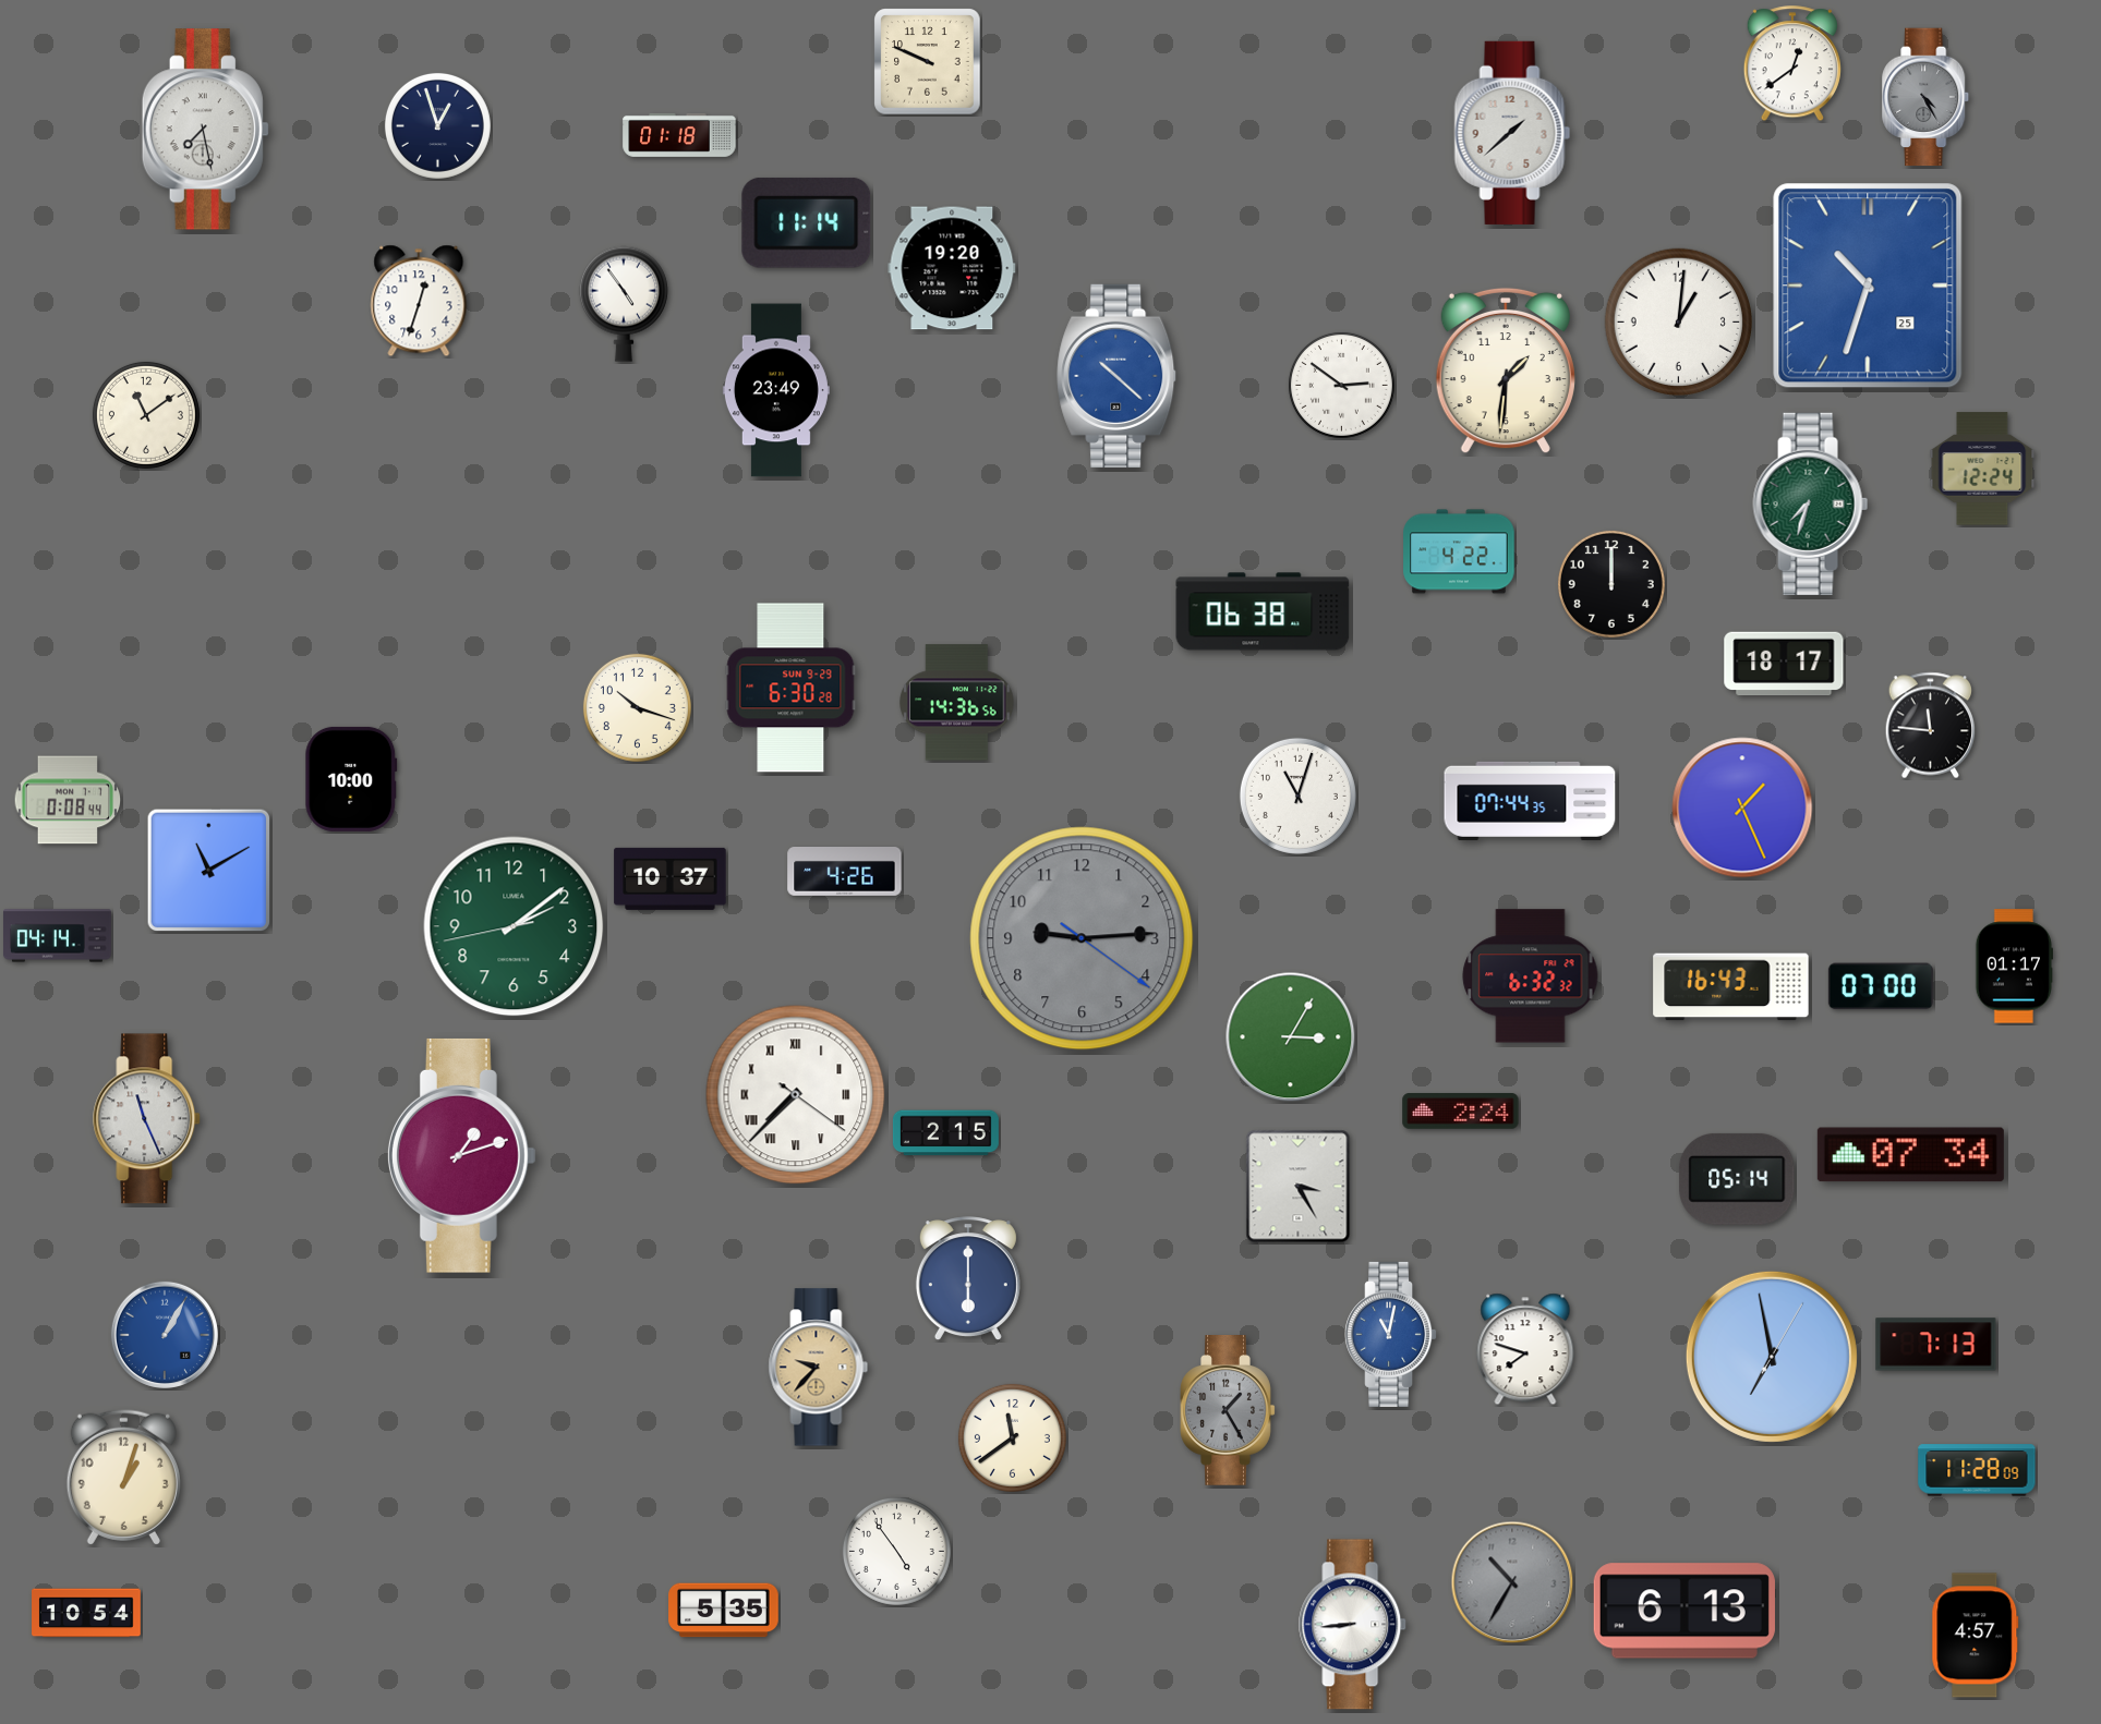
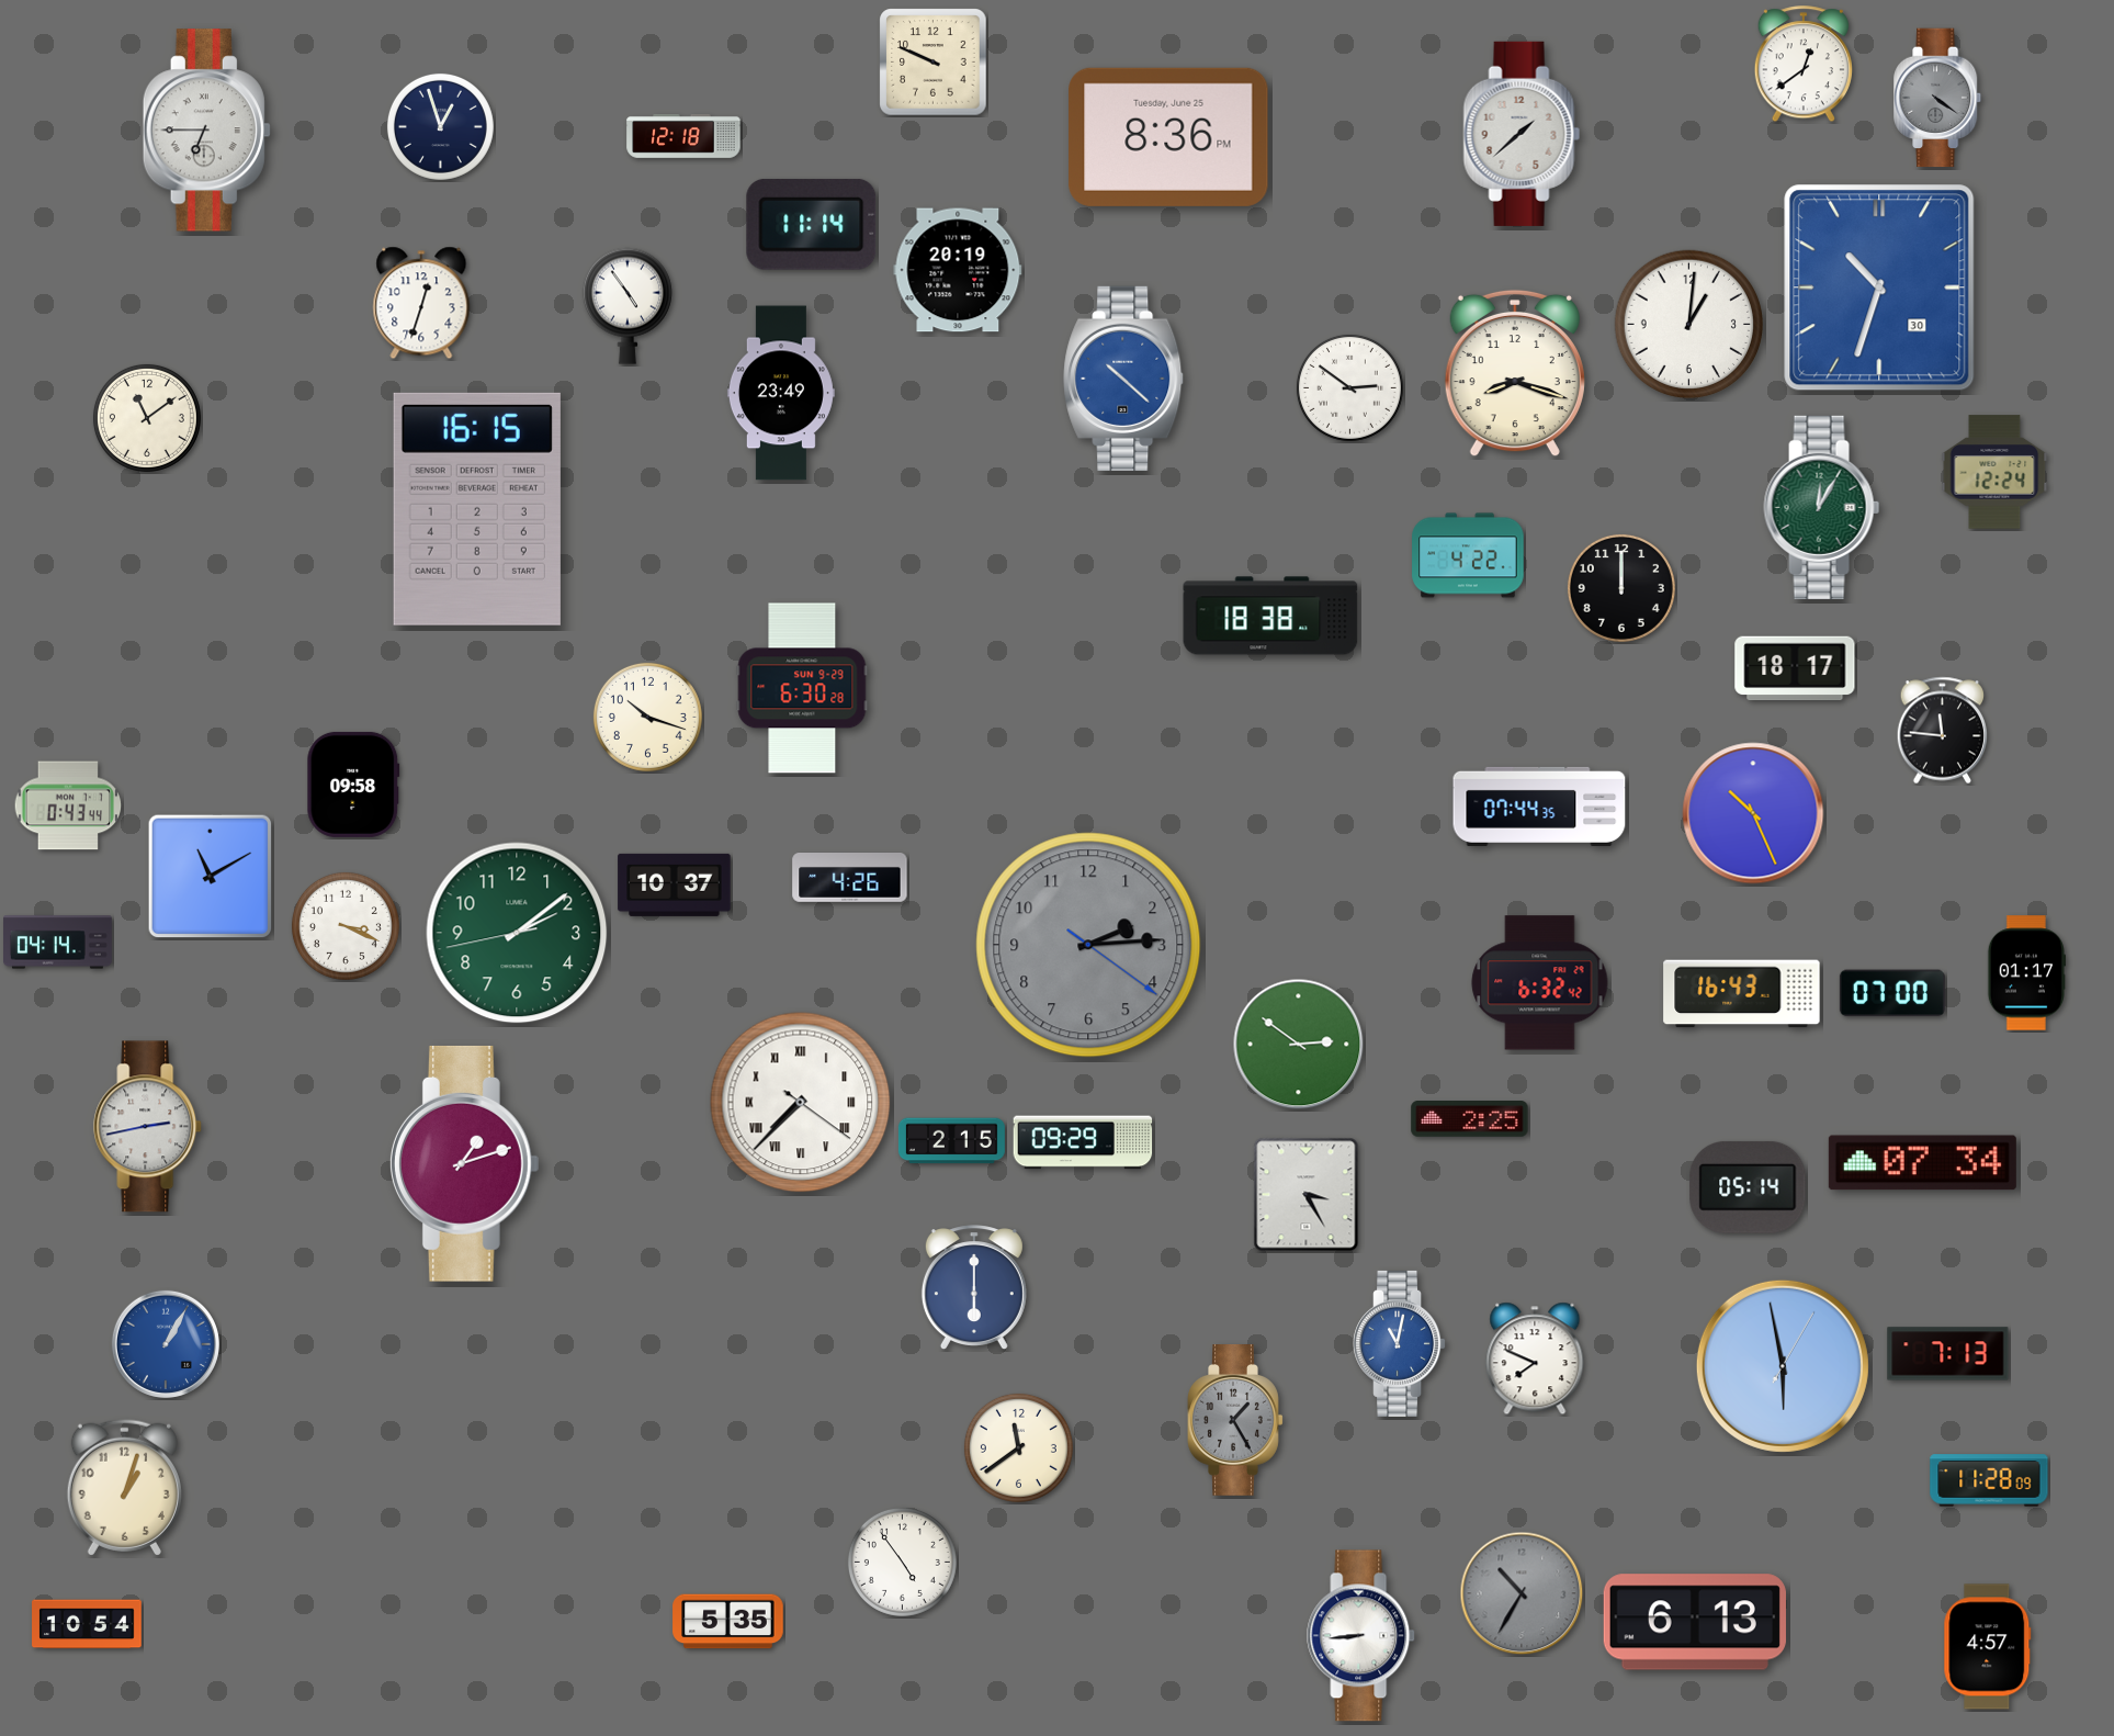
clock at (1927, 97): 4:25 -> 4:21
clock at (205, 130): 7:28 -> 6:45
clock at (679, 135): 01:18 -> 12:18
clock at (1168, 137): none -> 8:36
clock at (952, 268): 19:20 -> 20:19
clock at (1868, 286) date: 25 -> 30
clock at (1506, 371): 1:31 -> 8:18
clock at (1811, 503): 7:33 -> 12:05
clock at (477, 509): none -> 16:15
clock at (1263, 611): 06:38 -> 18:38
clock at (790, 688) position: (790, 688) -> (802, 688)
clock at (957, 703): 14:36 -> none
clock at (637, 707) position: (637, 707) -> (647, 717)
clock at (351, 779): 10:00 -> 09:58
clock at (1297, 796): 11:03 -> none
clock at (68, 800): 0:08 -> 0:43
clock at (1742, 808): 1:26 -> 10:26
clock at (346, 926): none -> 3:19
clock at (1082, 938): 9:14 -> 2:14
clock at (1531, 976): 6:32:32 -> 6:32:42
clock at (1291, 1037): 3:05 -> 2:51
clock at (1461, 1112): 2:24 -> 2:25
clock at (147, 1119): 11:26 -> 2:43
clock at (1083, 1142): none -> 09:29
clock at (1525, 1349): 7:48 -> 7:49
clock at (1772, 1357): 6:58 -> 5:58
clock at (819, 1368): 9:37 -> none
